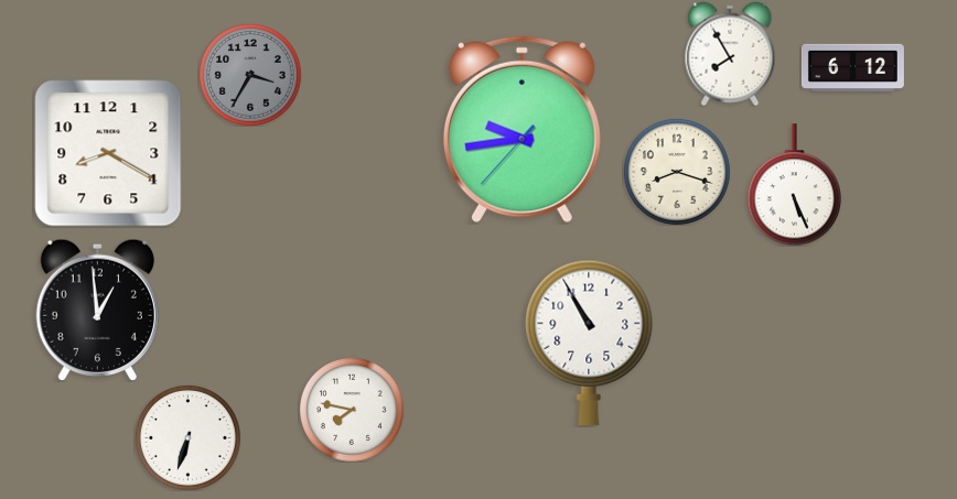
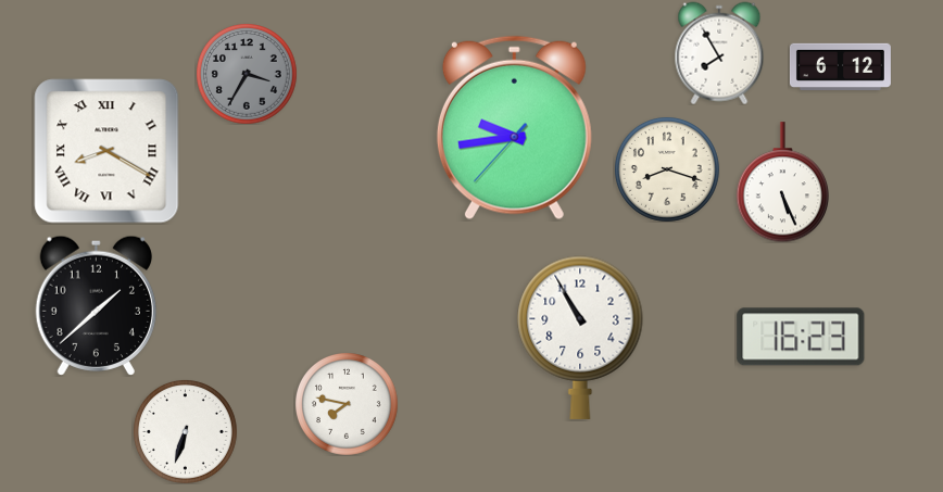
clock at (108, 153) numerals: Arabic -> Roman
clock at (97, 310): 12:59 -> 1:38
clock at (801, 337): none -> 16:23
